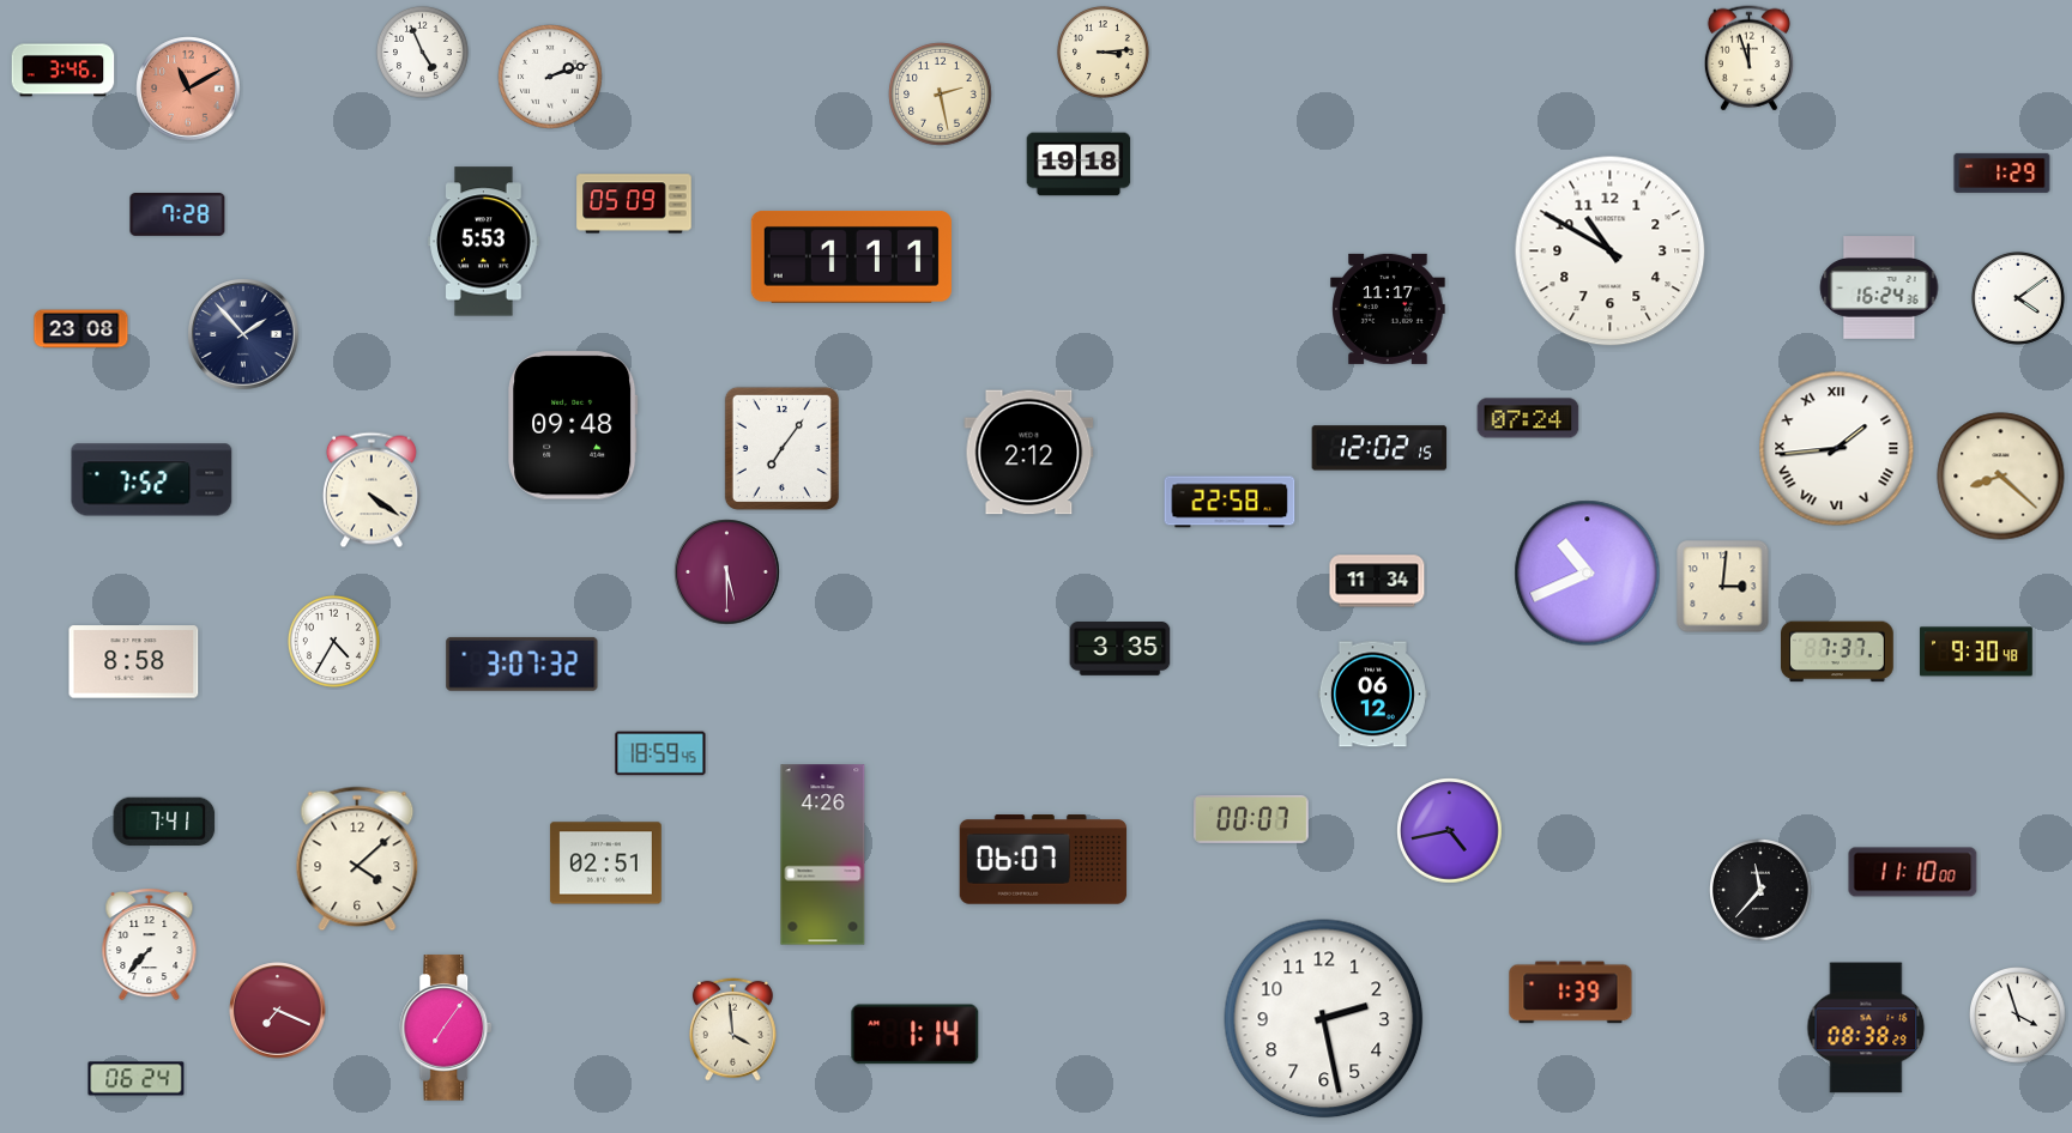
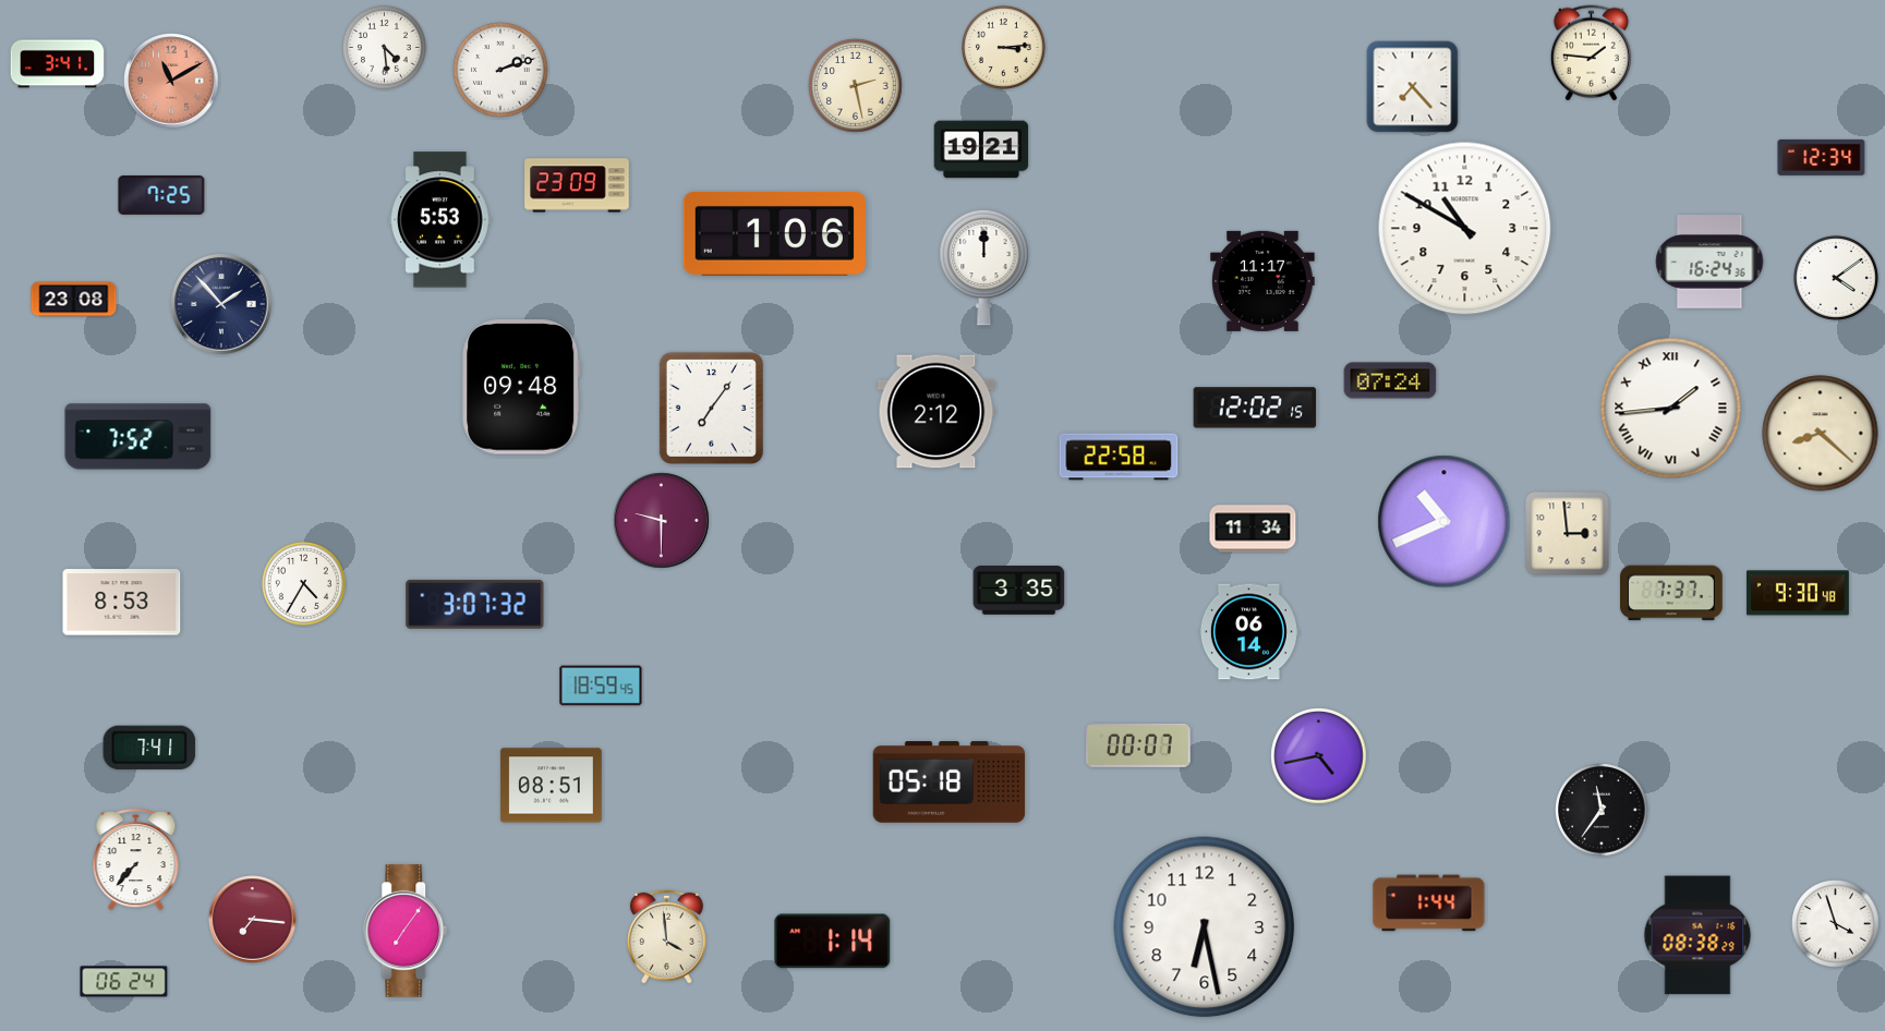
clock at (422, 51): 4:56 -> 4:29
clock at (1748, 59): 11:57 -> 1:46
clock at (64, 71): 3:46 -> 3:41
clock at (1413, 87): none -> 7:23
clock at (1079, 164): 19:18 -> 19:21
clock at (2002, 172): 1:29 -> 12:34
clock at (634, 204): 05:09 -> 23:09
clock at (177, 216): 7:28 -> 7:25
clock at (851, 256): 1:11 -> 1:06
clock at (984, 267): none -> 12:00
clock at (2018, 298) position: (2018, 298) -> (1836, 278)
clock at (371, 490): 4:21 -> none
clock at (727, 572): 5:30 -> 9:30
clock at (1723, 587): 3:01 -> 2:59
clock at (134, 662): 8:58 -> 8:53
clock at (1372, 695): 06:12 -> 06:14
clock at (823, 855): 4:26 -> none
clock at (357, 859): 4:08 -> none
clock at (1044, 860): 06:07 -> 05:18
clock at (605, 864): 02:51 -> 08:51
clock at (1913, 872): 11:10 -> none
clock at (1760, 890): 11:37 -> 11:36
clock at (1571, 993): 1:39 -> 1:44
clock at (278, 1011): 7:19 -> 7:16
clock at (1324, 1019): 2:28 -> 6:28
clock at (447, 1028) position: (447, 1028) -> (407, 931)
